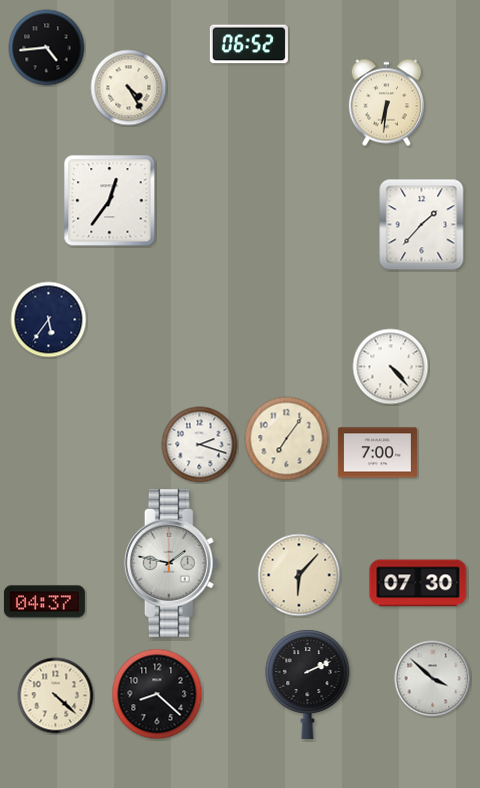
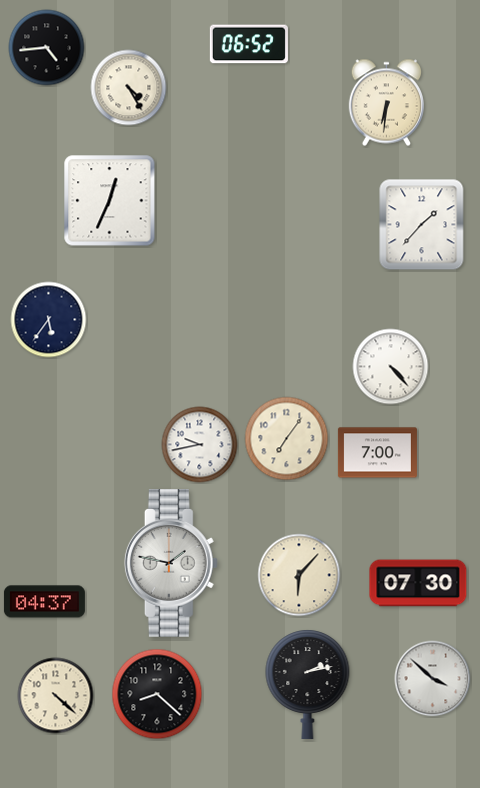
clock at (110, 201): 12:36 -> 12:34
clock at (200, 445): 2:18 -> 9:43
clock at (308, 684): 2:11 -> 2:13
